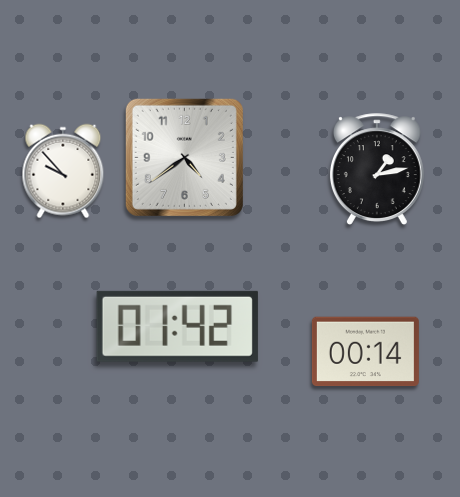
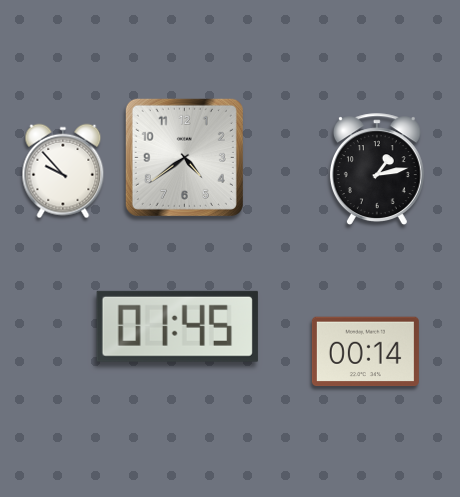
clock at (177, 326): 01:42 -> 01:45
